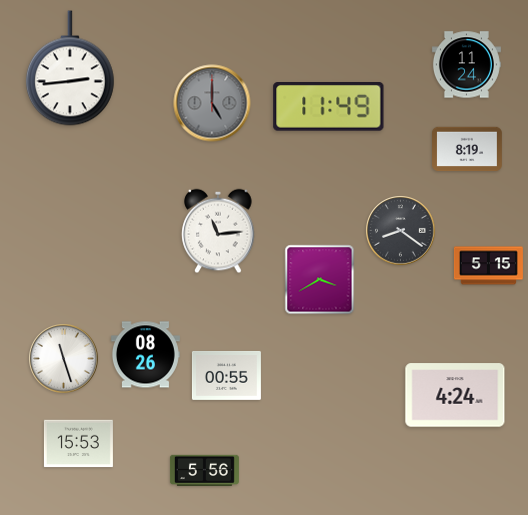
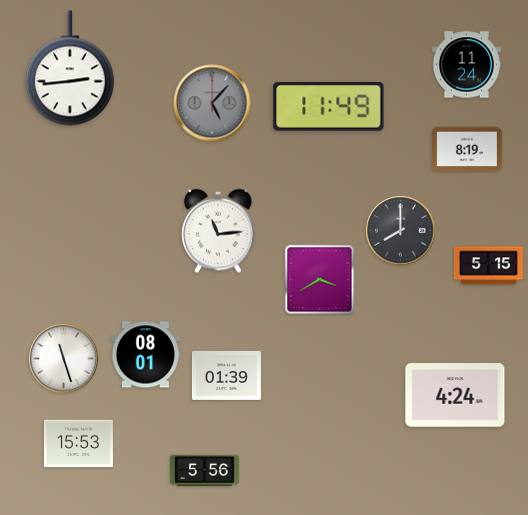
clock at (212, 103): 5:00 -> 5:07
clock at (401, 231): 8:21 -> 8:00
clock at (145, 355): 08:26 -> 08:01
clock at (226, 375): 00:55 -> 01:39
